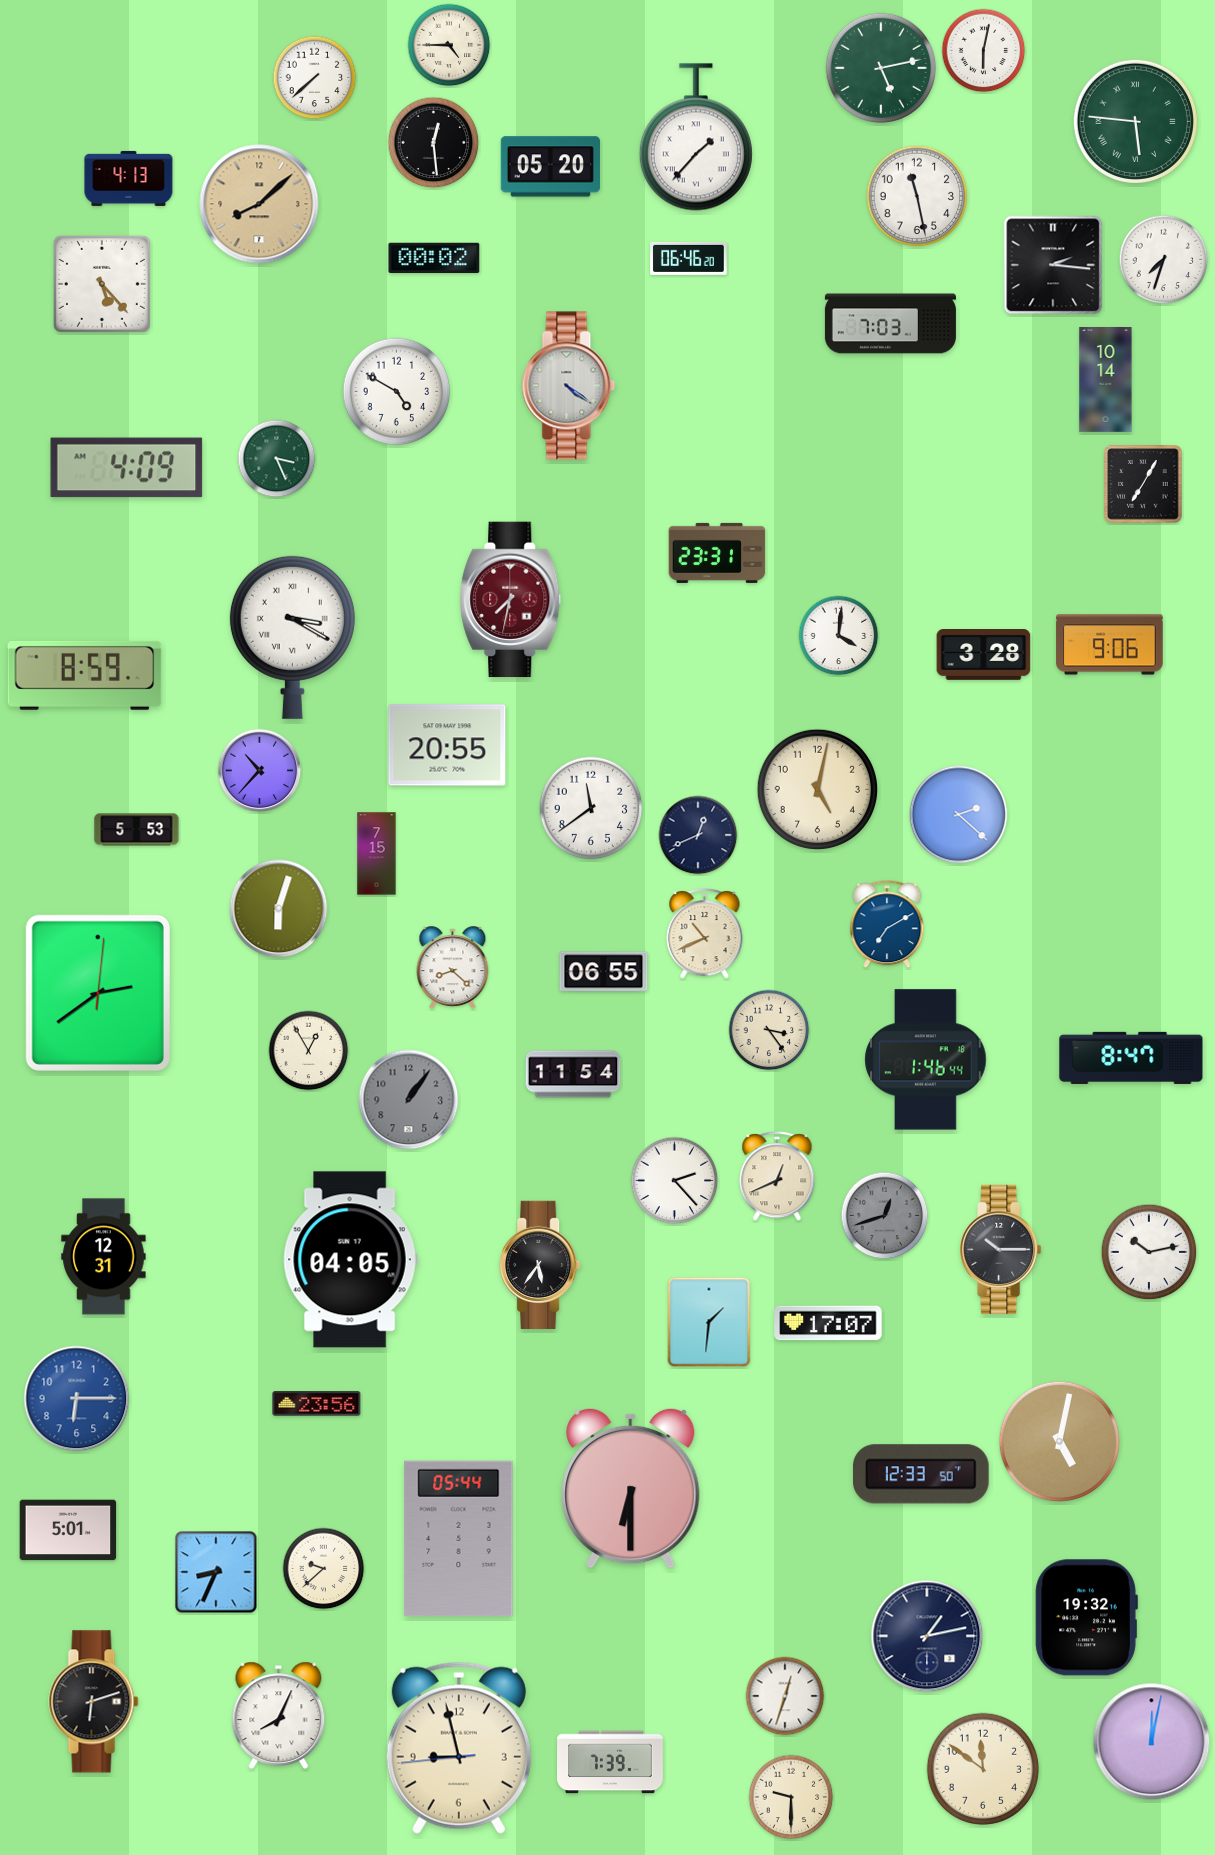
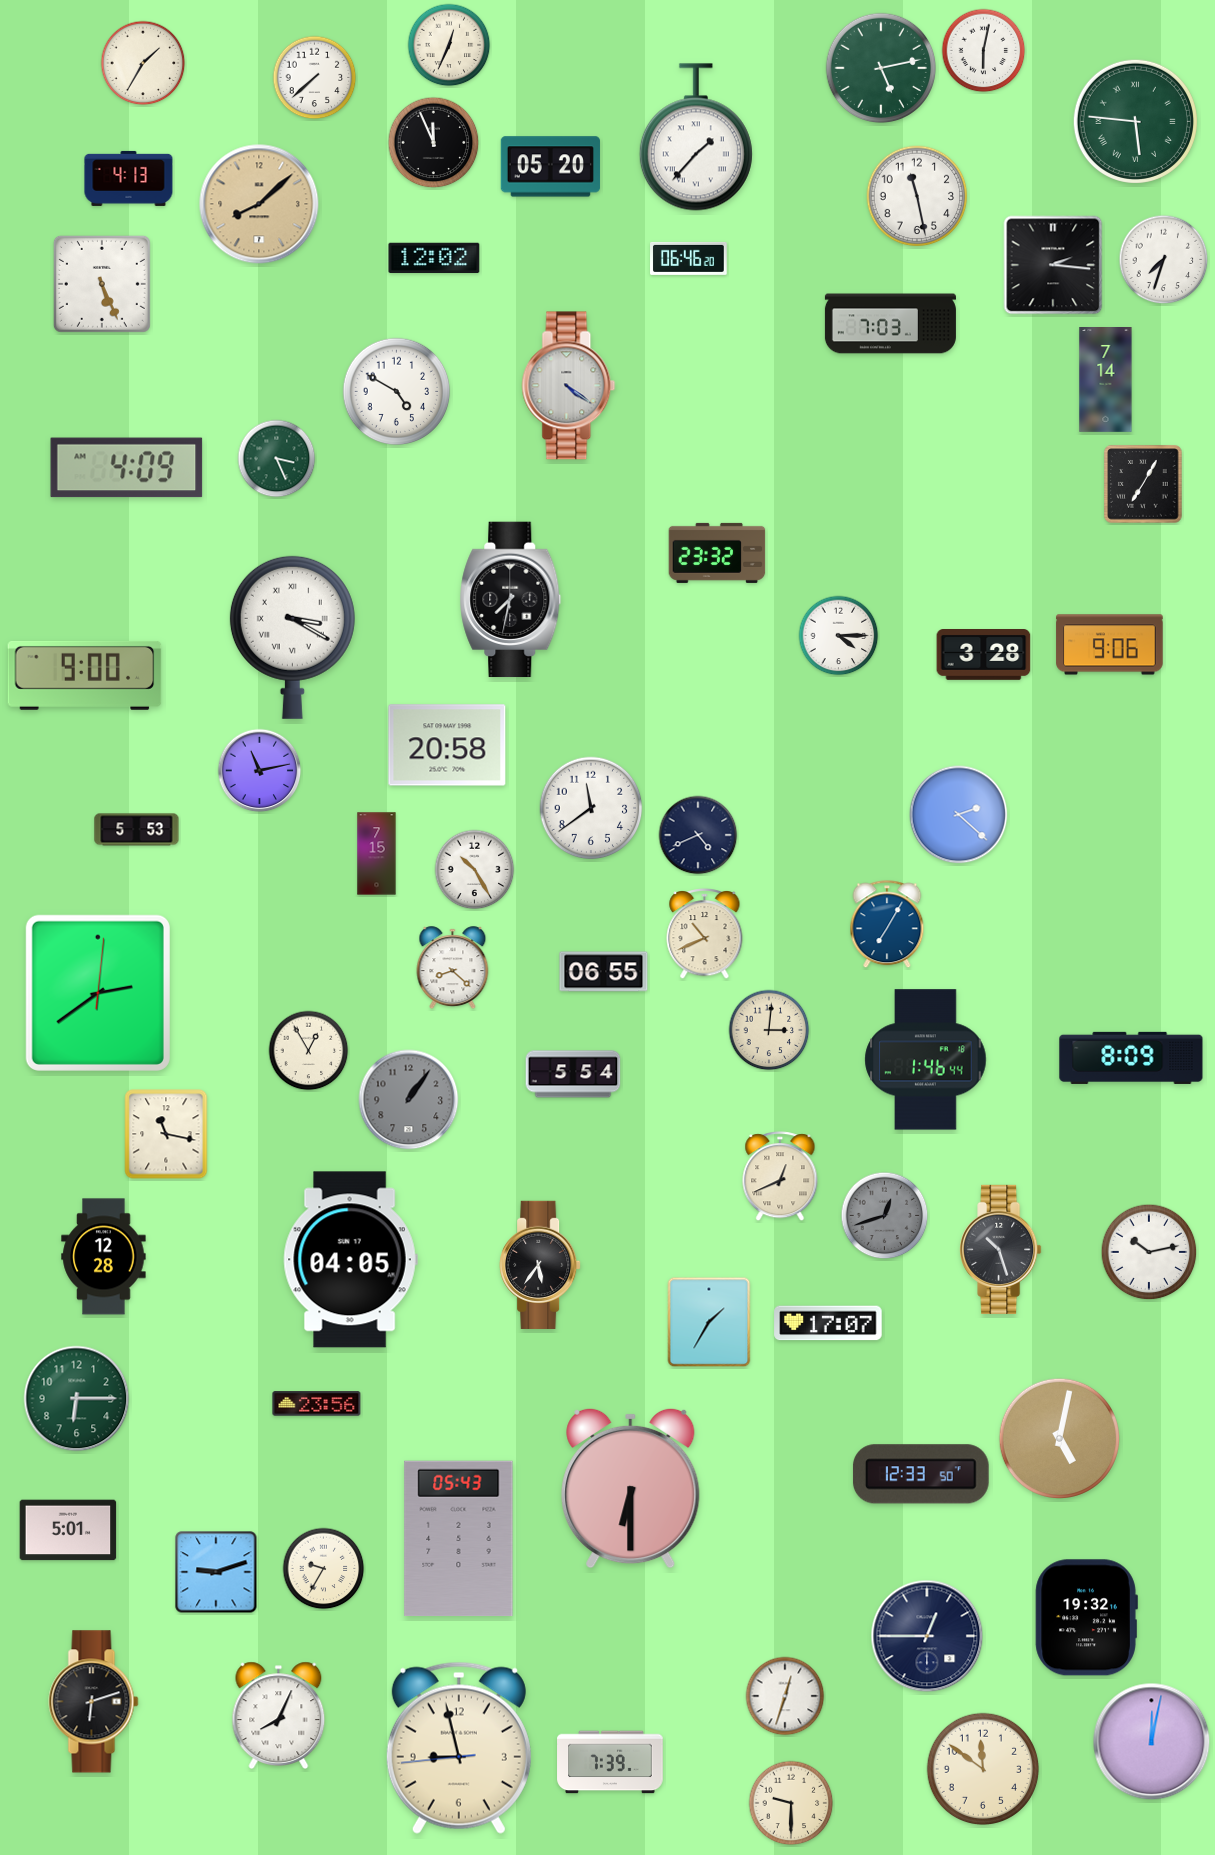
clock at (449, 45): 4:45 -> 12:34
clock at (143, 63): none -> 1:35
clock at (434, 143): 12:29 -> 11:56
clock at (434, 258): 00:02 -> 12:02
clock at (102, 284): 5:23 -> 5:26
clock at (1106, 380): 10:14 -> 7:14
clock at (717, 553): 23:31 -> 23:32
clock at (511, 600) dial: burgundy -> black
clock at (839, 636): 4:01 -> 4:15
clock at (85, 675): 8:59 -> 9:00
clock at (447, 745): 20:55 -> 20:58
clock at (260, 771): 10:37 -> 11:13
clock at (817, 789): 5:02 -> none
clock at (698, 835): 12:41 -> 4:41
clock at (475, 870): none -> 10:25
clock at (279, 909): 6:03 -> none
clock at (887, 925): 7:10 -> 7:05
clock at (769, 1030): 3:24 -> 3:01
clock at (1131, 1058): 8:47 -> 8:09
clock at (573, 1074): 11:54 -> 5:54
clock at (166, 1134): none -> 11:17
clock at (777, 1177) position: (777, 1177) -> (780, 1177)
clock at (675, 1181): 2:23 -> none
clock at (1001, 1249): 10:15 -> 10:27
clock at (104, 1257): 12:31 -> 12:28
clock at (709, 1322): 1:31 -> 1:35
clock at (77, 1399) dial: blue -> green
clock at (1059, 1441) position: (1059, 1441) -> (1059, 1438)
clock at (459, 1539): 05:44 -> 05:43
clock at (324, 1569): 9:38 -> 9:35
clock at (216, 1572): 8:34 -> 9:12
clock at (927, 1636): 1:13 -> 12:45
clock at (791, 1797) position: (791, 1797) -> (791, 1803)
